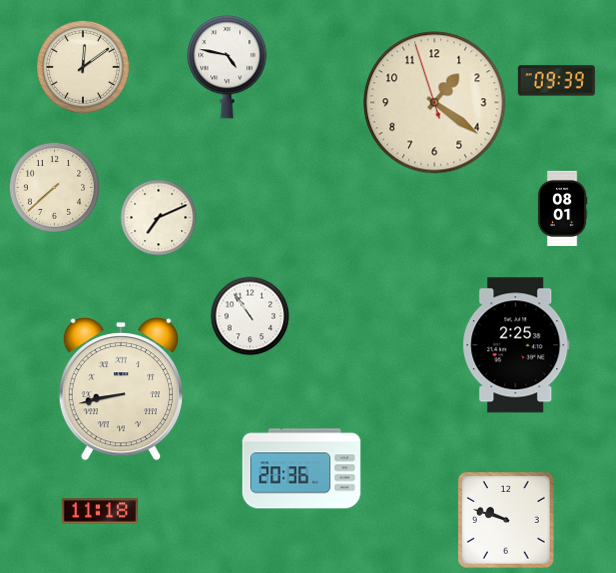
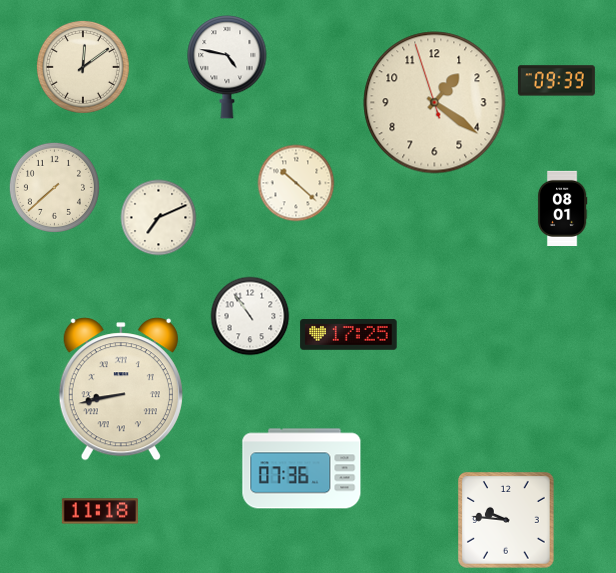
clock at (296, 183): none -> 10:22
clock at (349, 335): none -> 17:25
clock at (516, 345): 2:25 -> none
clock at (302, 469): 20:36 -> 07:36
clock at (507, 521): 9:48 -> 9:46
